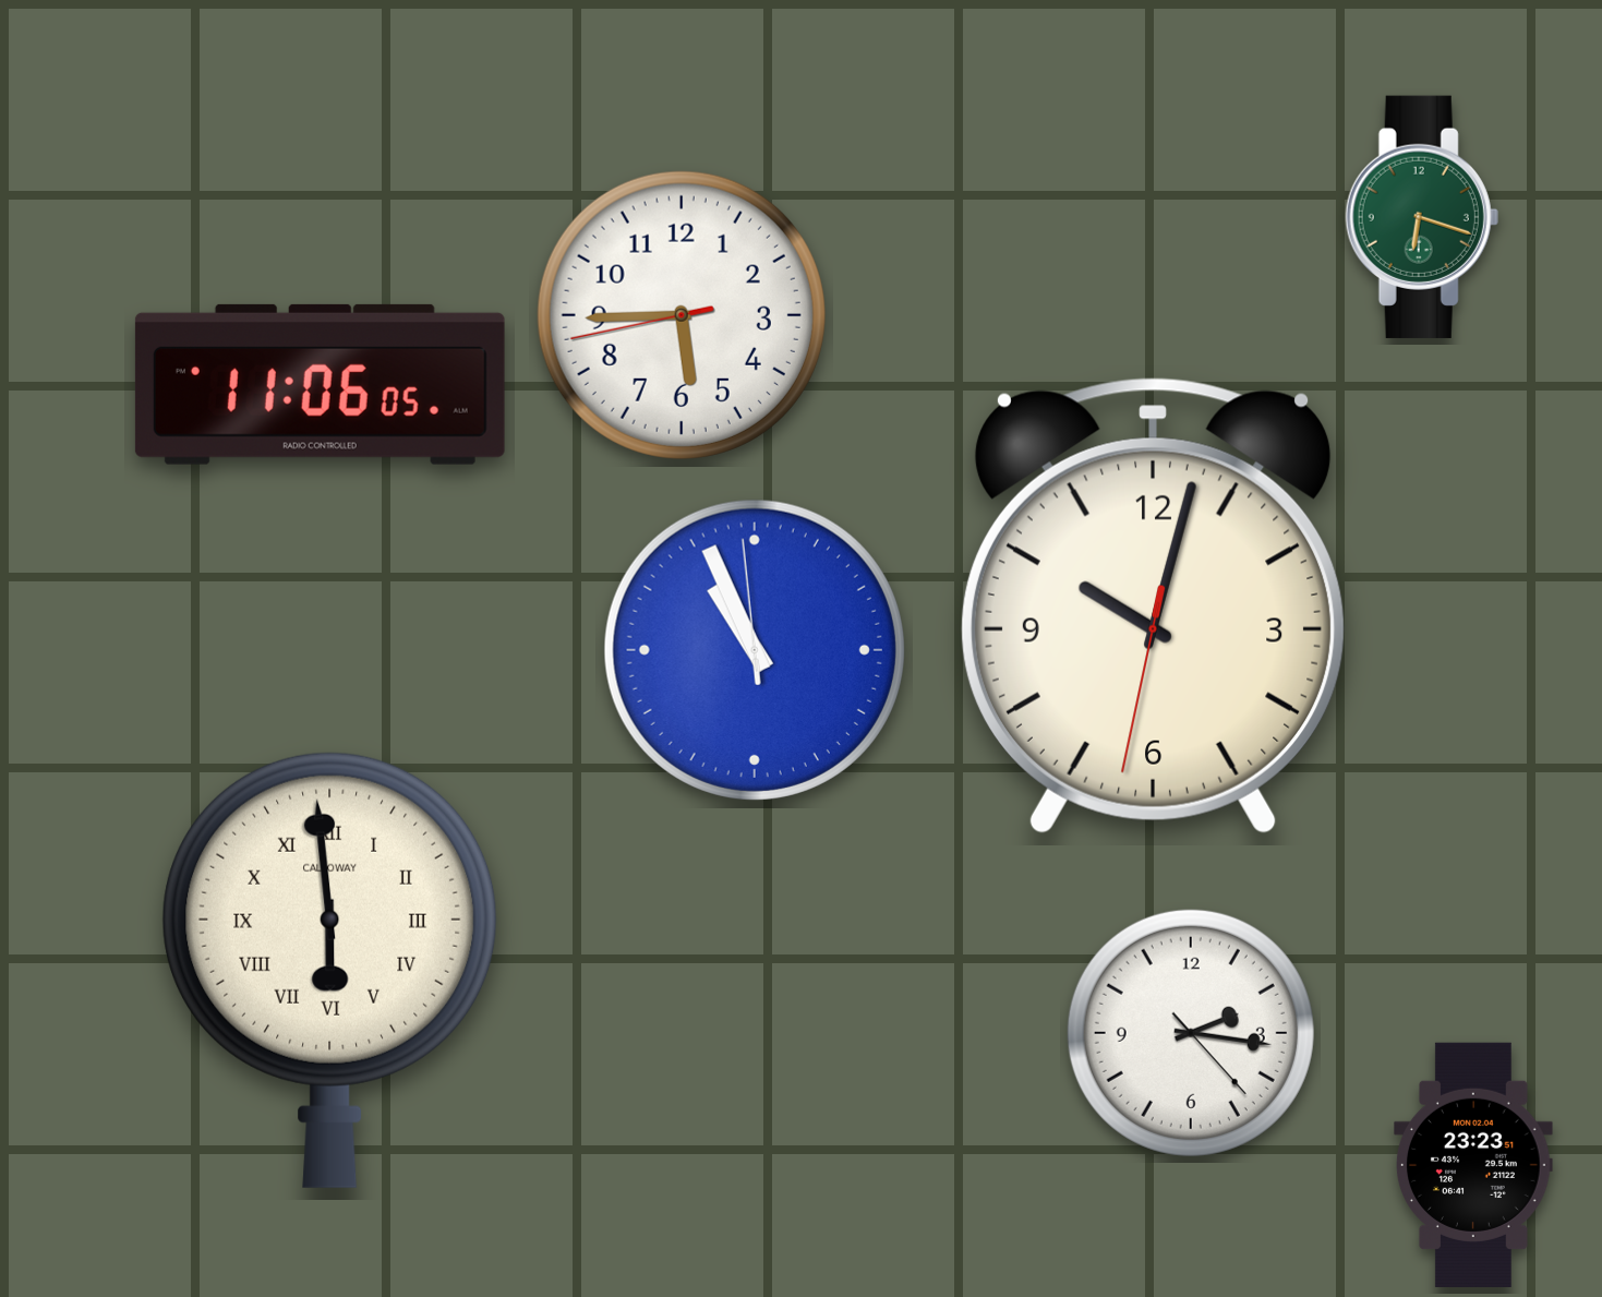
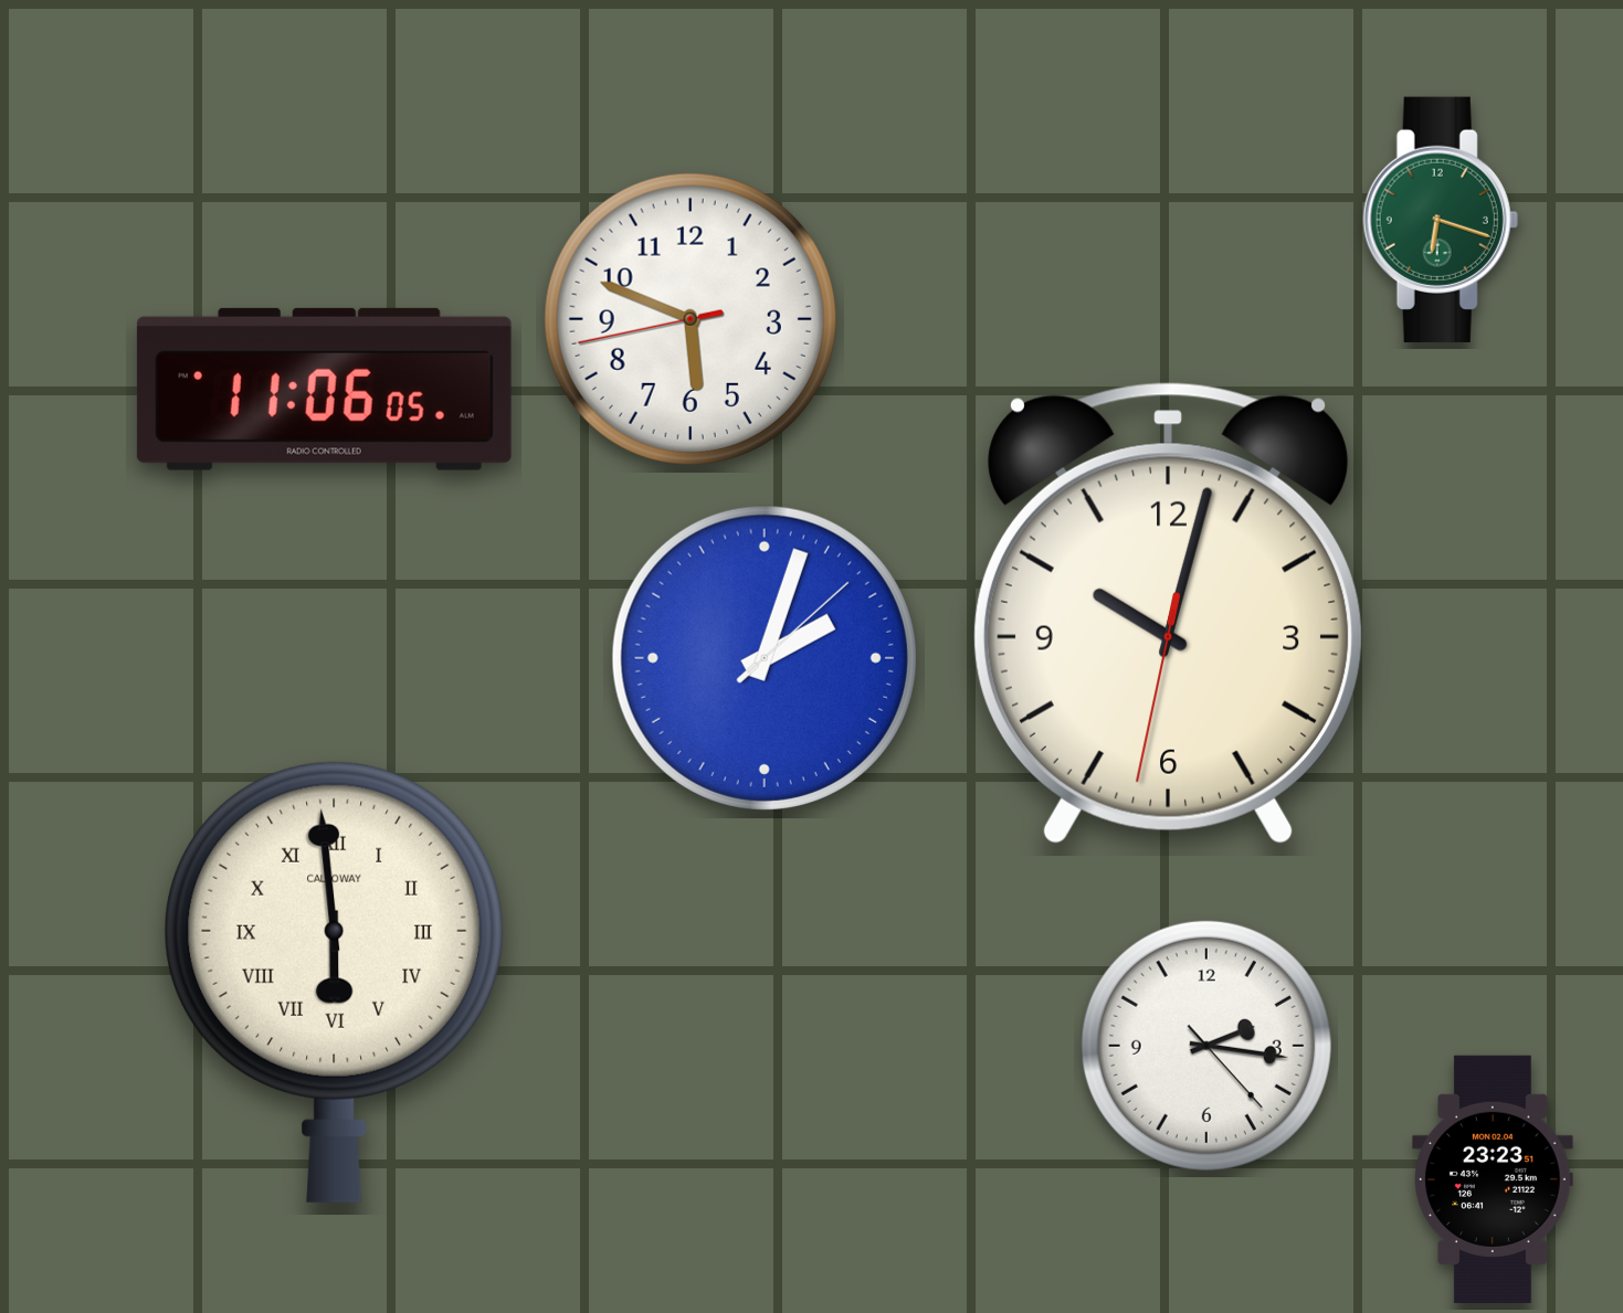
clock at (682, 315): 5:44 -> 5:48
clock at (755, 650): 10:55 -> 2:03
